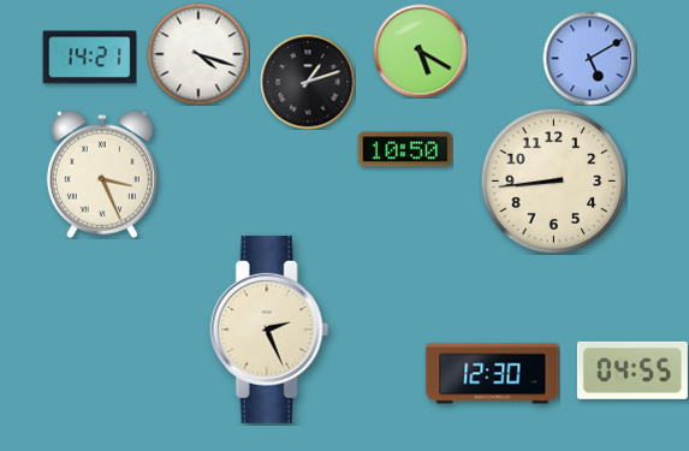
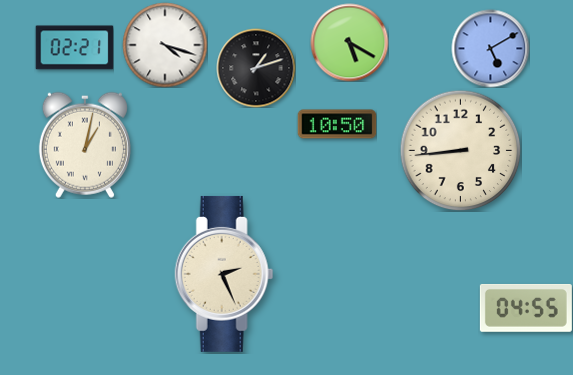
clock at (89, 58): 14:21 -> 02:21
clock at (102, 174): 3:26 -> 1:02
clock at (493, 374): 12:30 -> none
